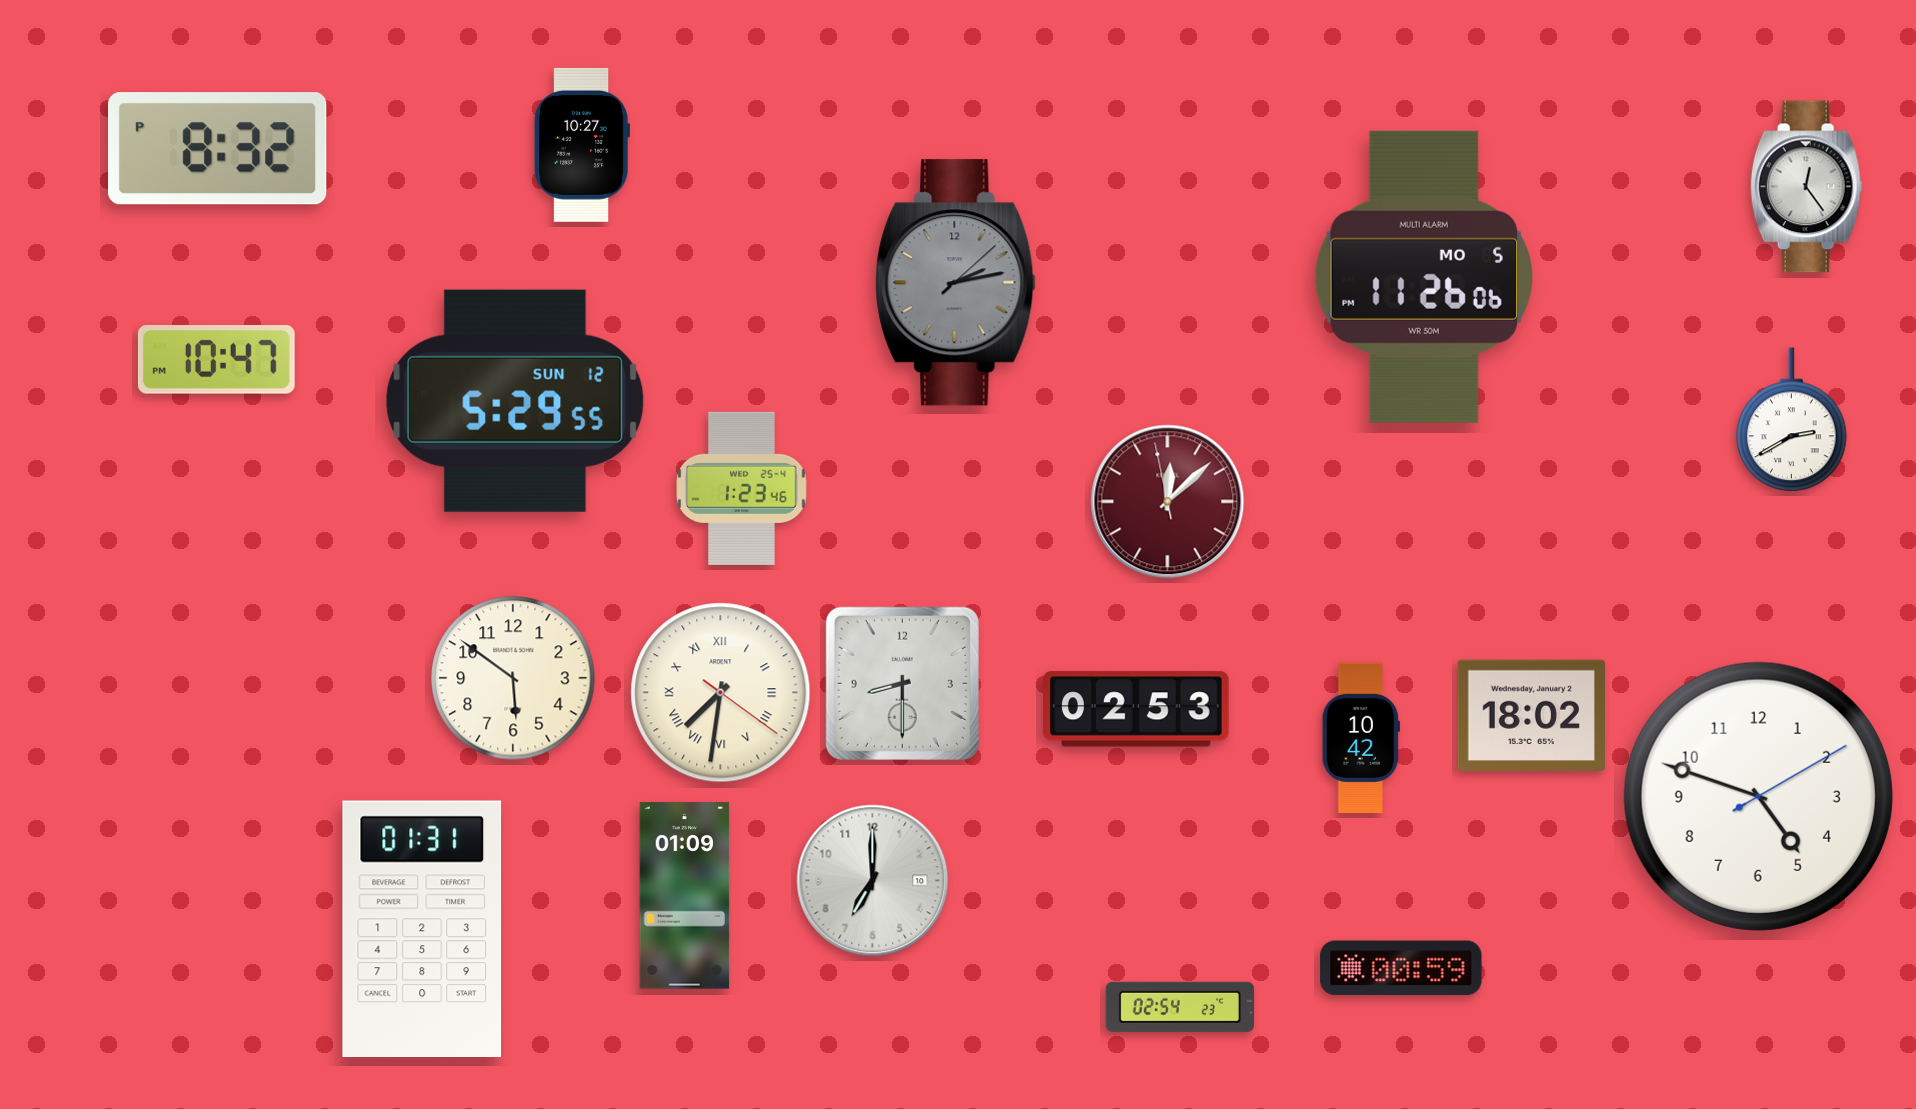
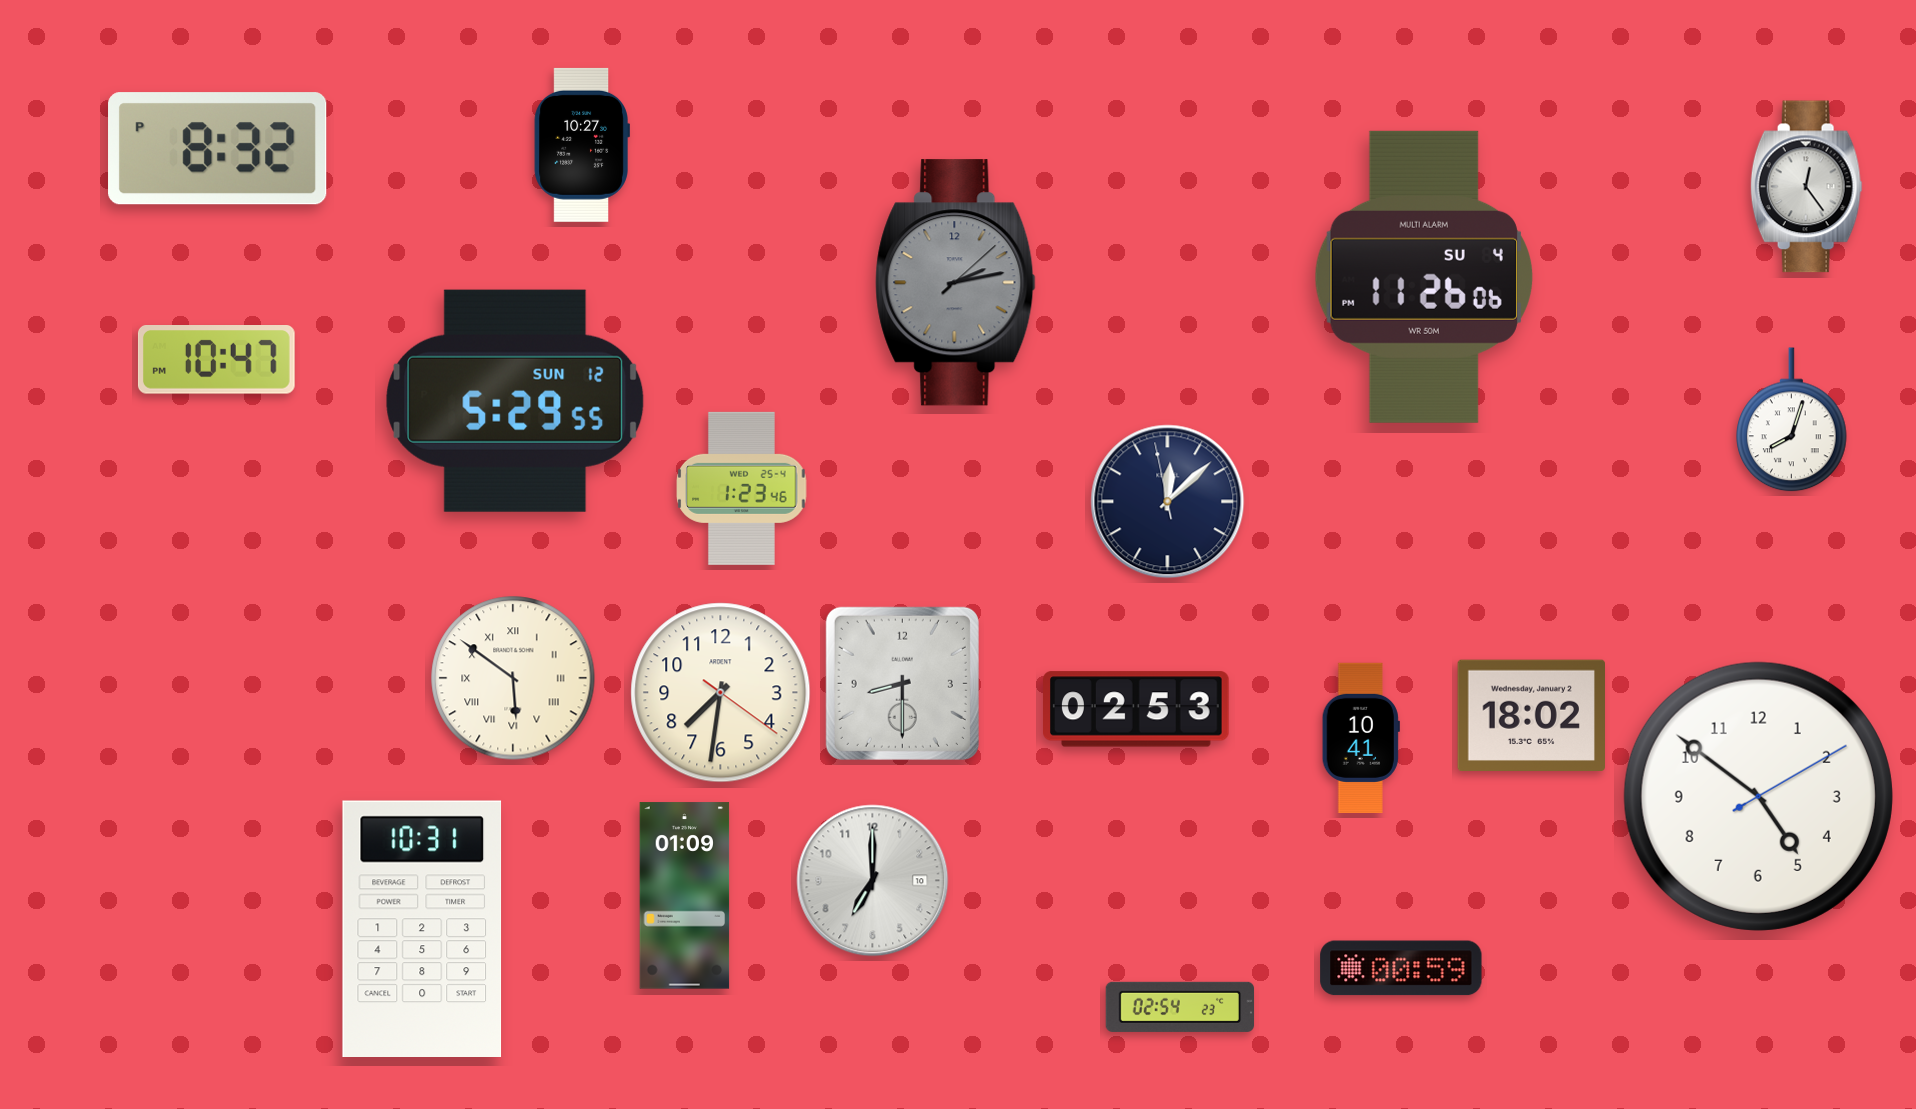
clock at (1424, 277) date: MO 5 -> SU 4
clock at (1792, 420): 2:40 -> 8:03
clock at (1168, 502) dial: burgundy -> navy
clock at (513, 678) numerals: Arabic -> Roman
clock at (721, 693) numerals: Roman -> Arabic
clock at (1361, 738): 10:42 -> 10:41
clock at (1758, 796): 4:48 -> 4:51
clock at (422, 928): 01:31 -> 10:31
